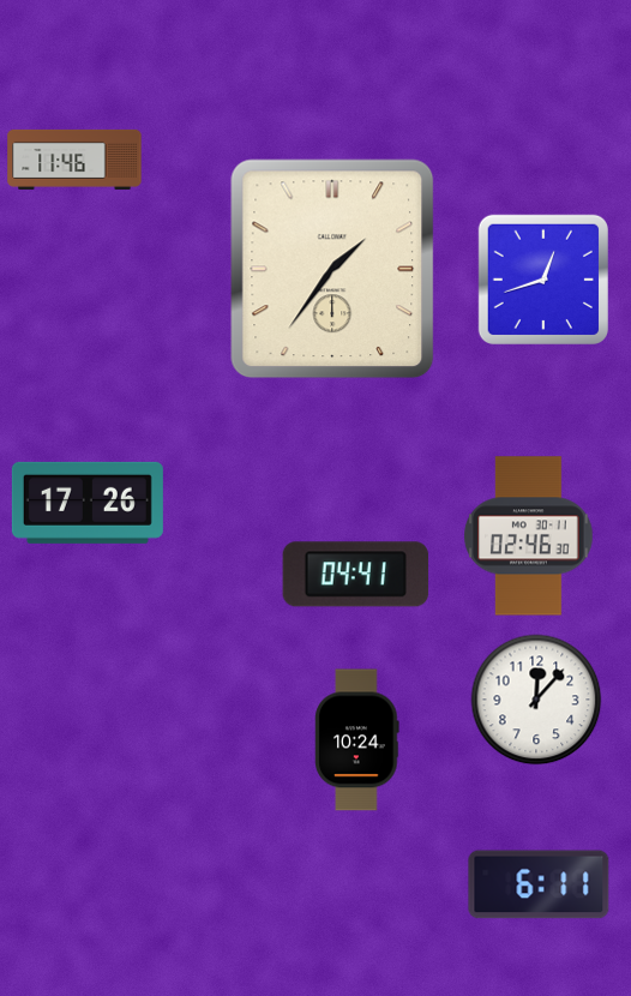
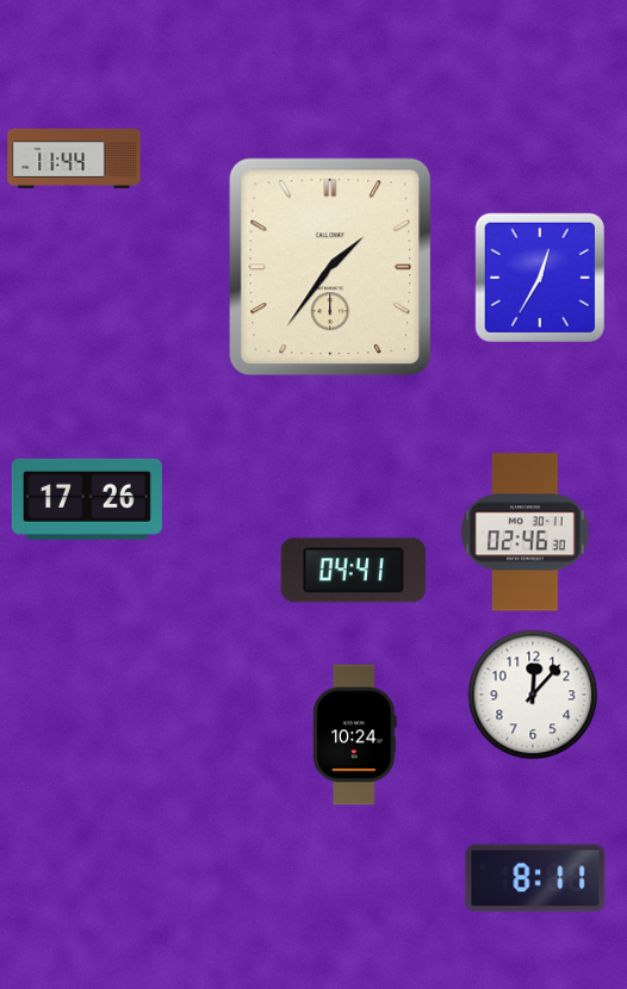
clock at (74, 160): 11:46 -> 11:44
clock at (543, 280): 12:42 -> 12:35
clock at (539, 884): 6:11 -> 8:11
